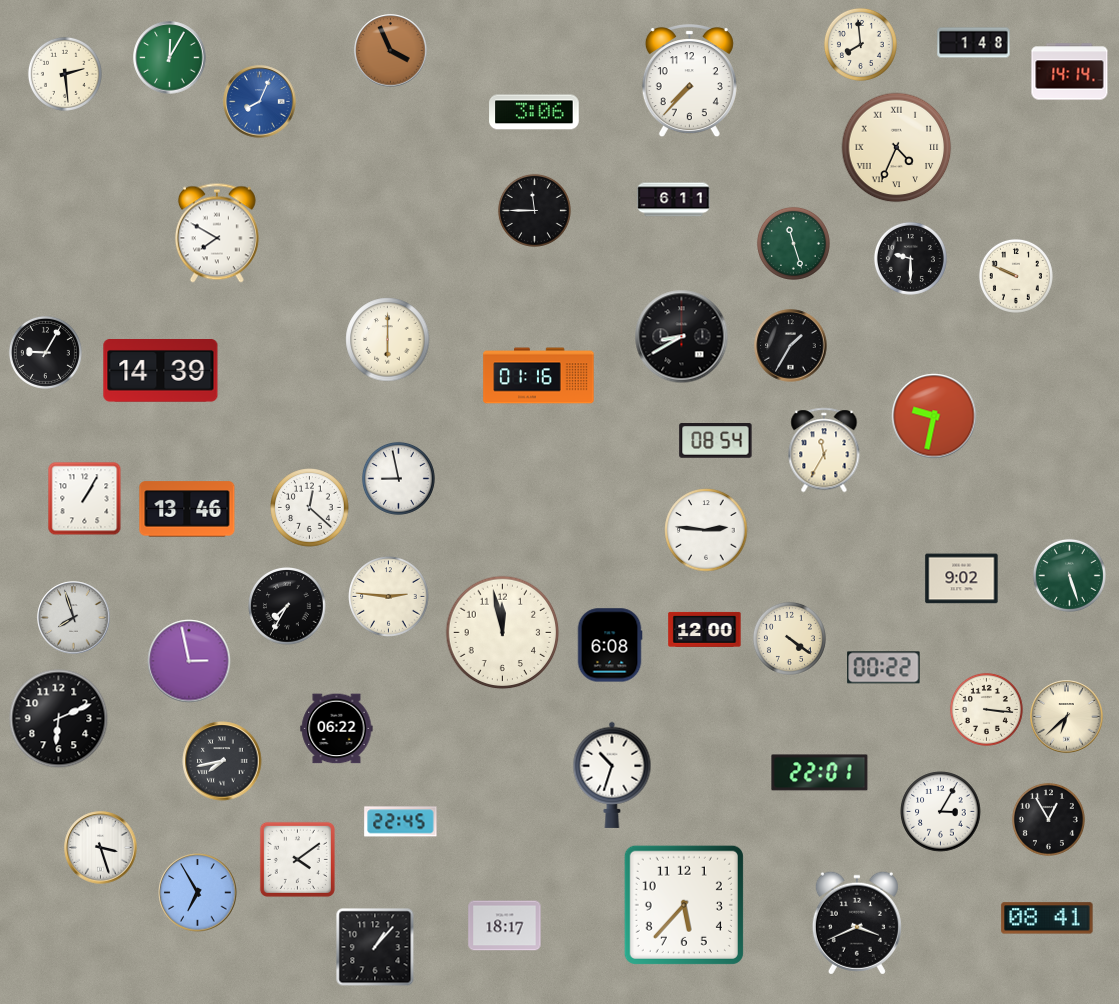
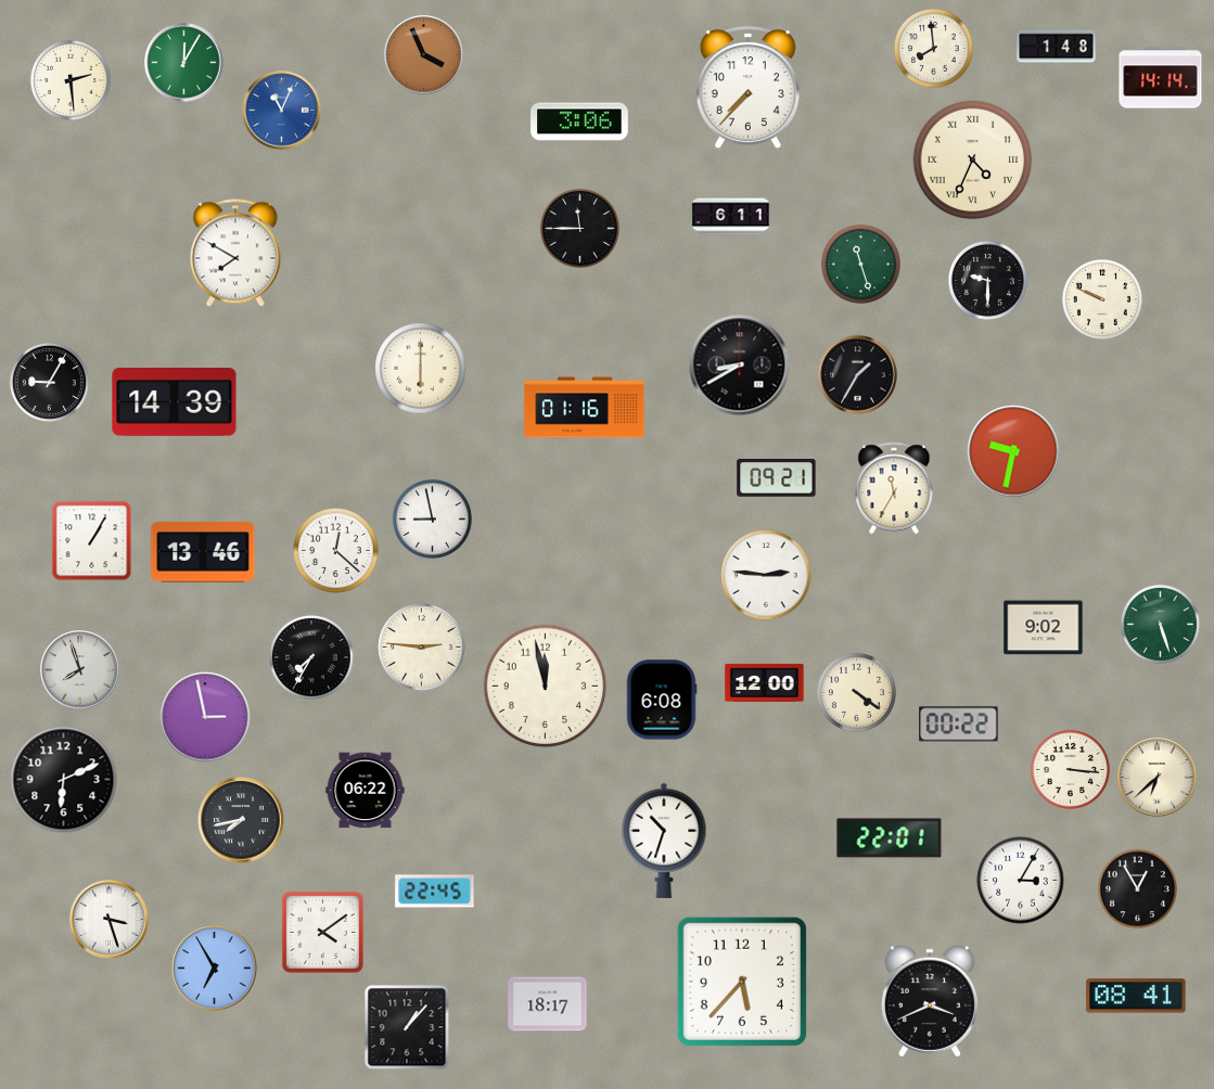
clock at (260, 102): 8:04 -> 11:04
clock at (716, 441): 08:54 -> 09:21
clock at (222, 761) position: (222, 761) -> (241, 820)
